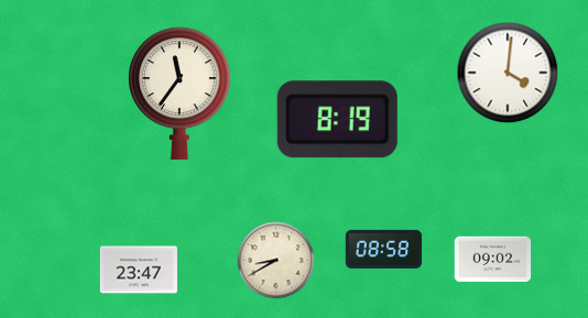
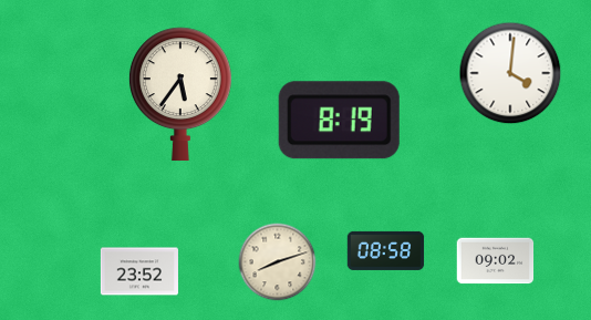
clock at (179, 94): 11:36 -> 5:36
clock at (276, 261): 8:40 -> 8:12
clock at (139, 270): 23:47 -> 23:52
